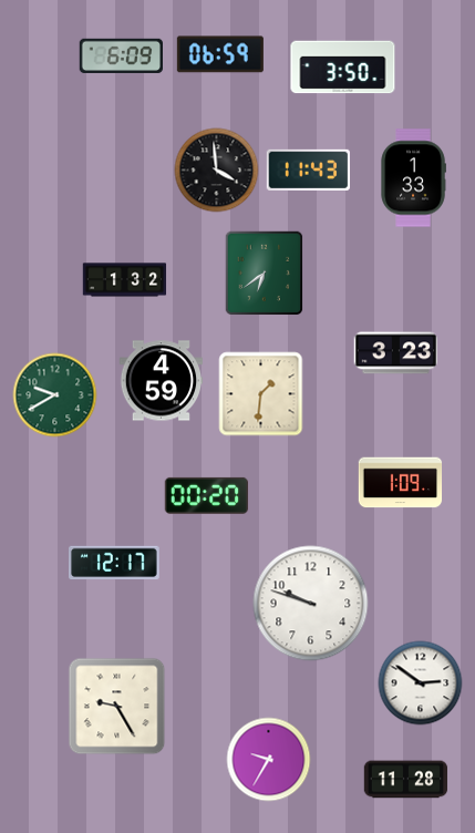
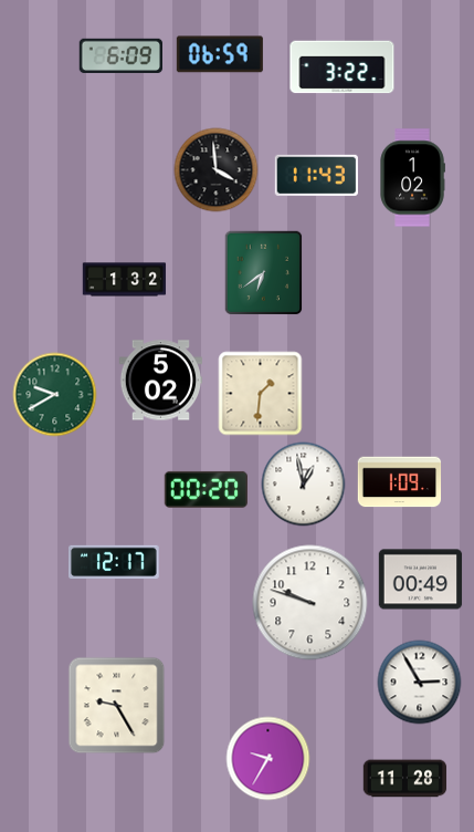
clock at (343, 68): 3:50 -> 3:22
clock at (308, 169) position: (308, 169) -> (316, 175)
clock at (413, 178): 1:33 -> 1:02
clock at (395, 353): 3:23 -> none
clock at (162, 381): 4:59 -> 5:02
clock at (304, 485): none -> 12:58
clock at (206, 495) position: (206, 495) -> (206, 489)
clock at (421, 580): none -> 00:49
clock at (421, 683): 2:51 -> 2:55
